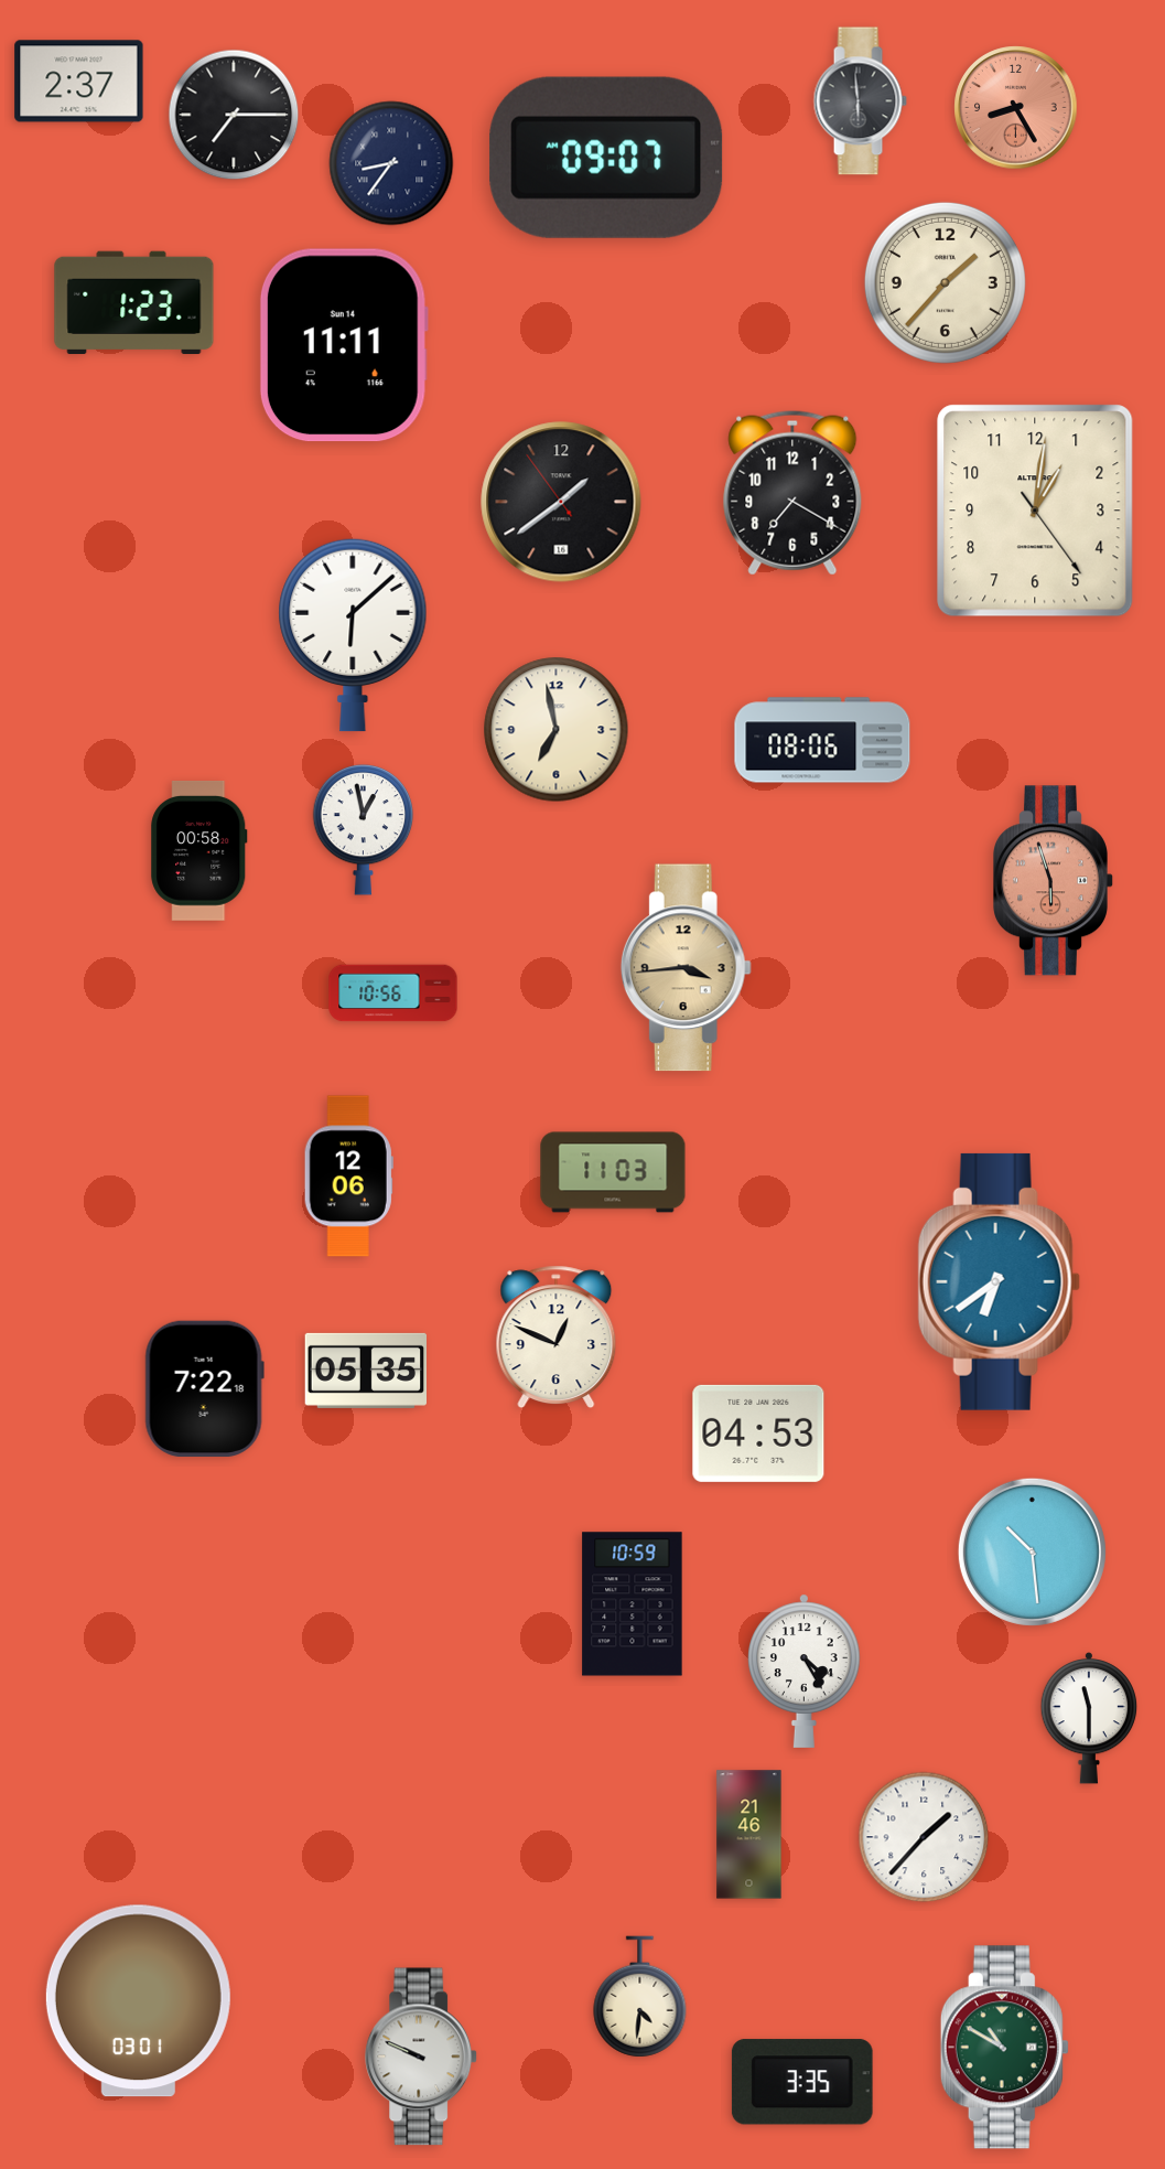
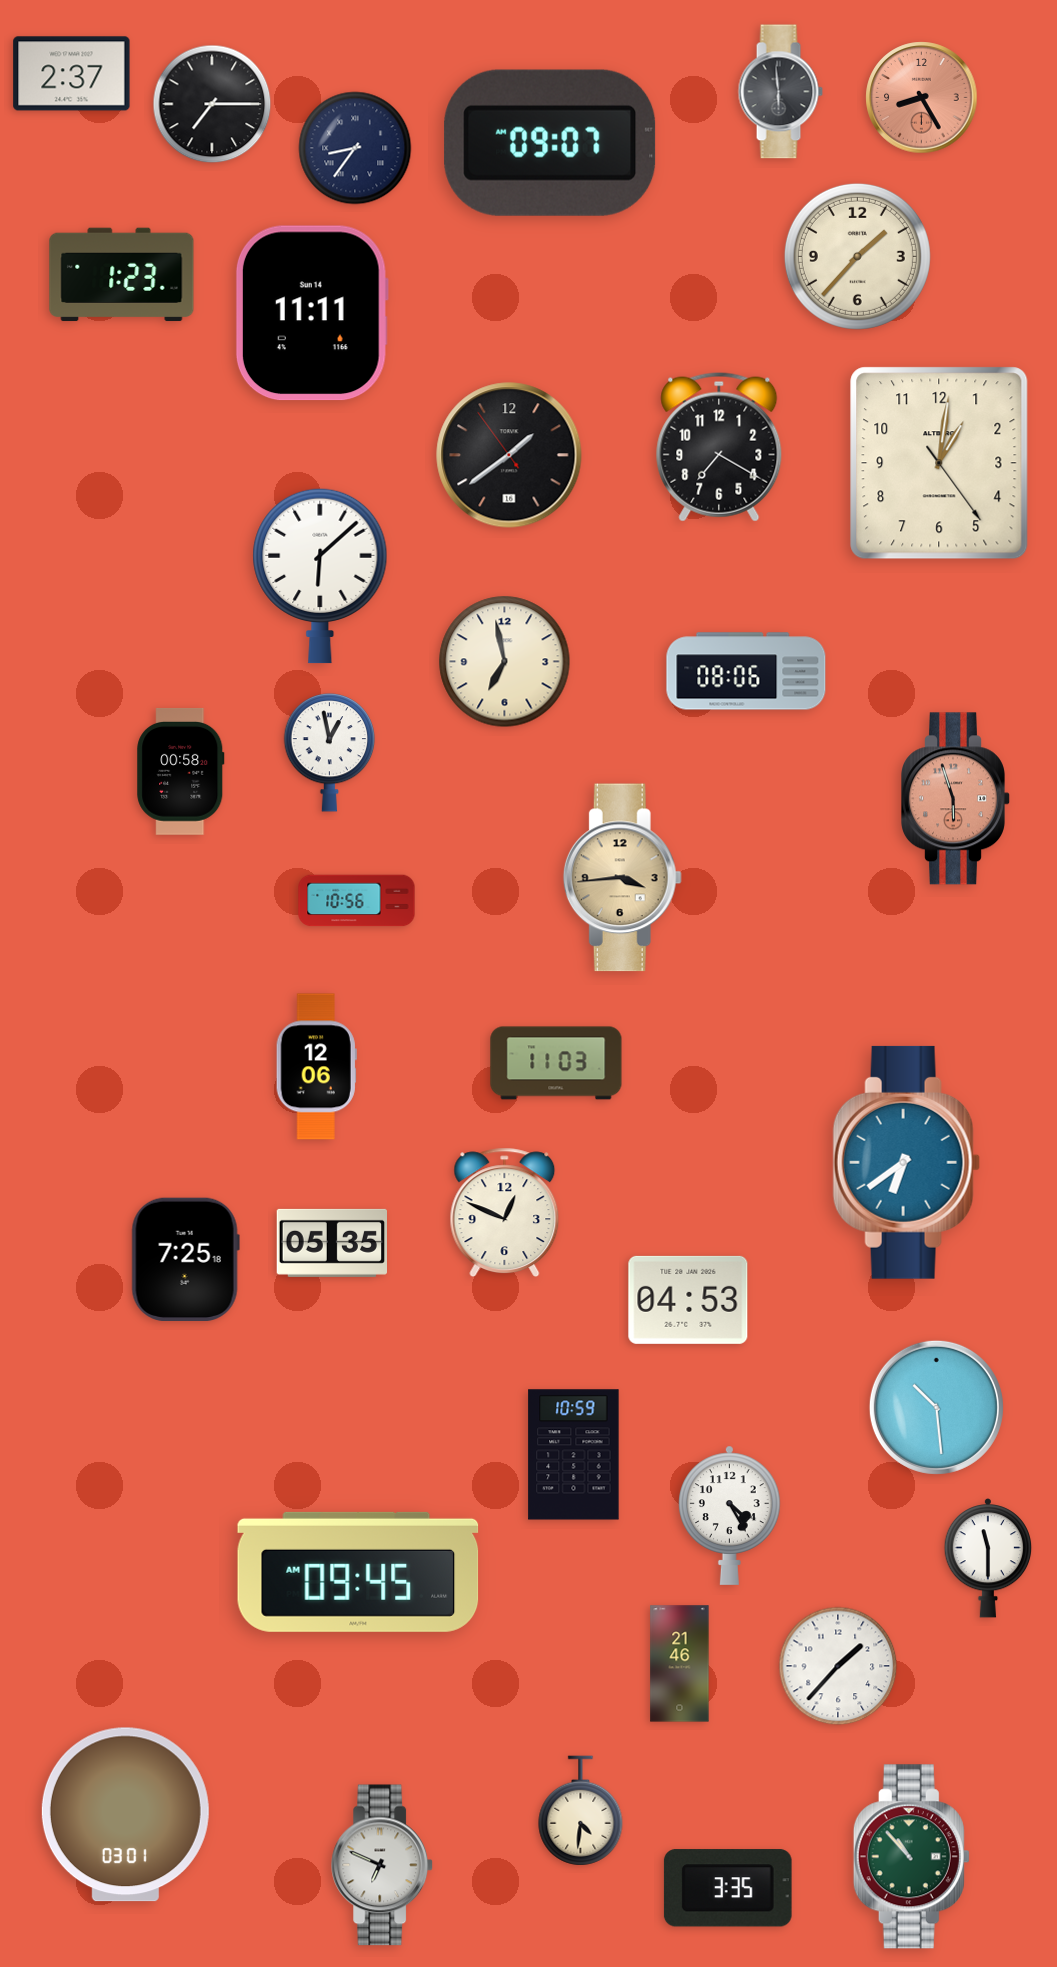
clock at (204, 1388): 7:22 -> 7:25
clock at (358, 1572): none -> 09:45
clock at (1004, 2048): 10:50 -> 10:53
clock at (422, 2057): 9:49 -> 6:49
